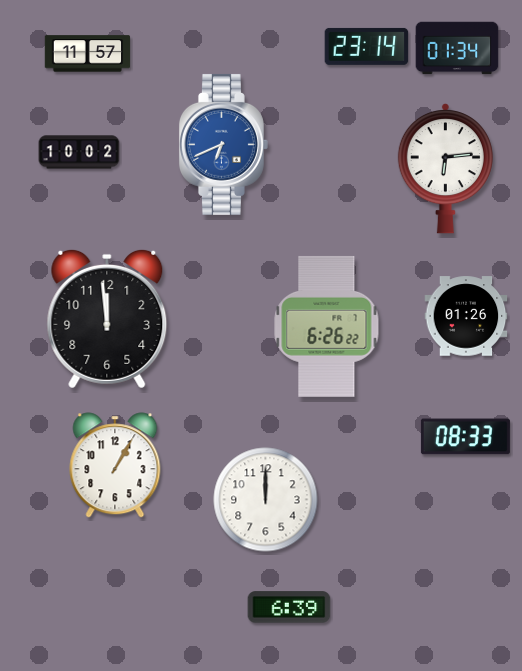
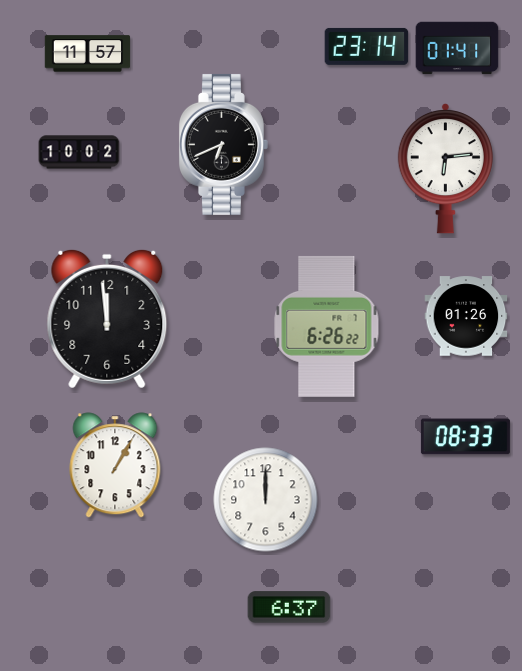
clock at (457, 48): 01:34 -> 01:41
clock at (223, 144) dial: blue -> black
clock at (289, 607): 6:39 -> 6:37
